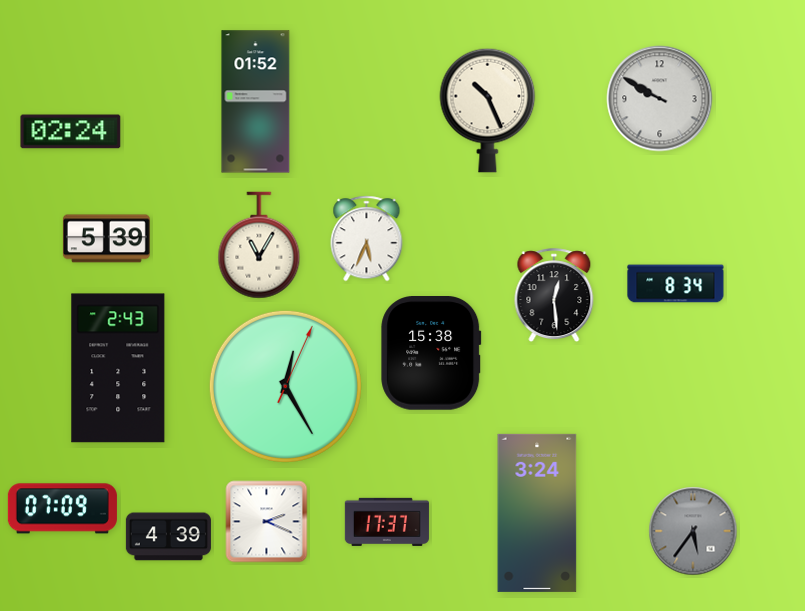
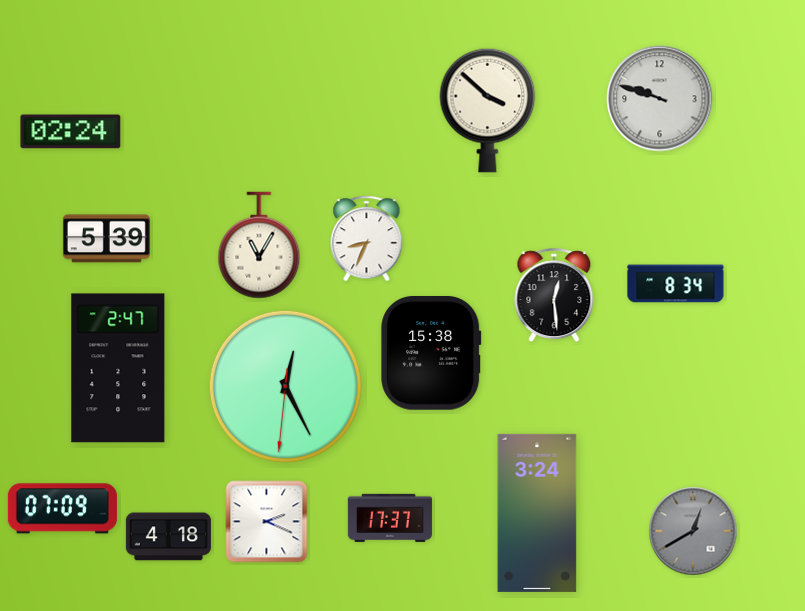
clock at (660, 99): 9:50 -> 9:48
clock at (256, 102): 01:52 -> none
clock at (488, 110): 10:26 -> 3:52
clock at (367, 239): 5:34 -> 8:34
clock at (118, 368): 2:43 -> 2:47
clock at (285, 386): 12:25:04 -> 12:25:31
clock at (387, 522) position: (387, 522) -> (390, 518)
clock at (693, 531): 5:36 -> 12:40
clock at (168, 537): 4:39 -> 4:18
